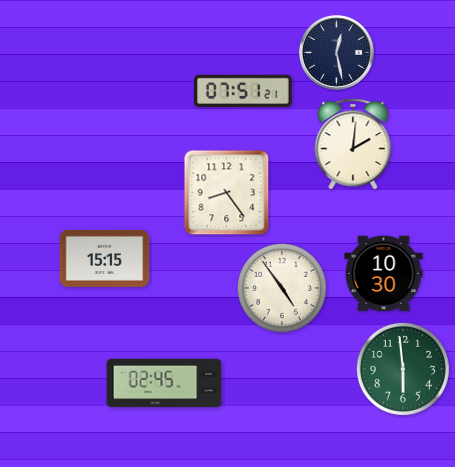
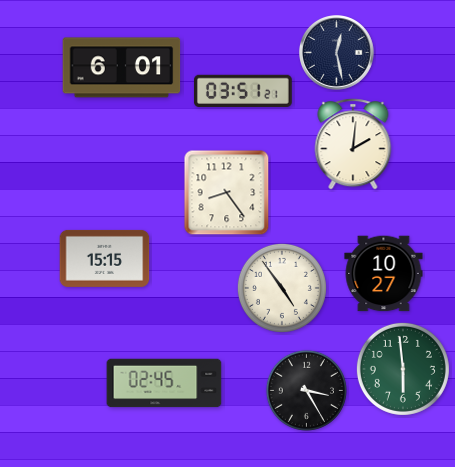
clock at (122, 68): none -> 6:01
clock at (243, 90): 07:51 -> 03:51
clock at (384, 274): 10:30 -> 10:27
clock at (306, 390): none -> 3:25
